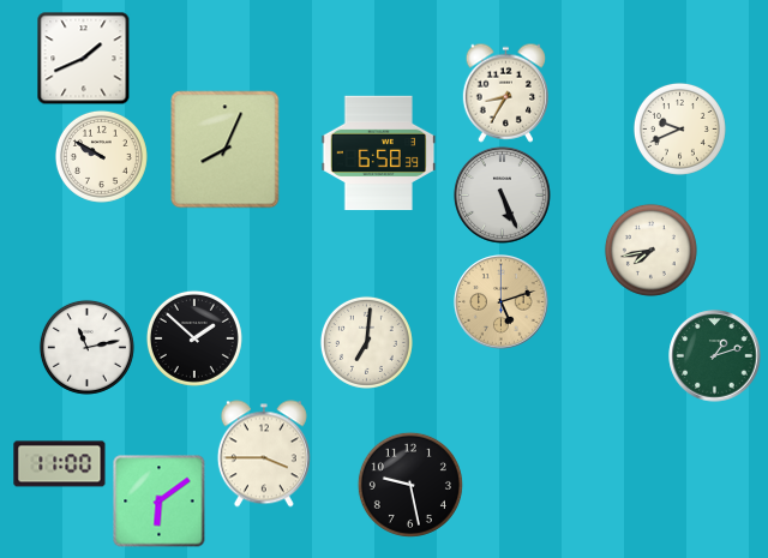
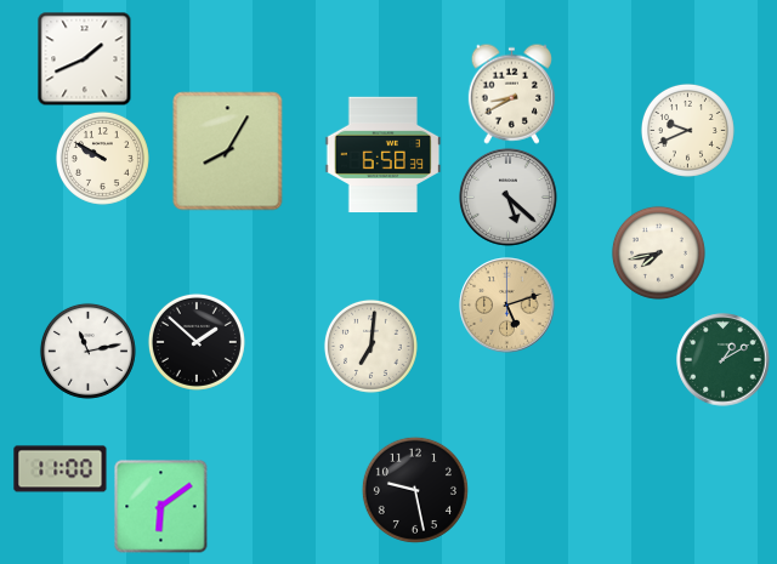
clock at (505, 92): 8:35 -> 8:40
clock at (226, 150): 8:04 -> 8:05
clock at (503, 196): 5:26 -> 5:22
clock at (715, 356): 1:12 -> 1:10
clock at (264, 454): 3:45 -> none
